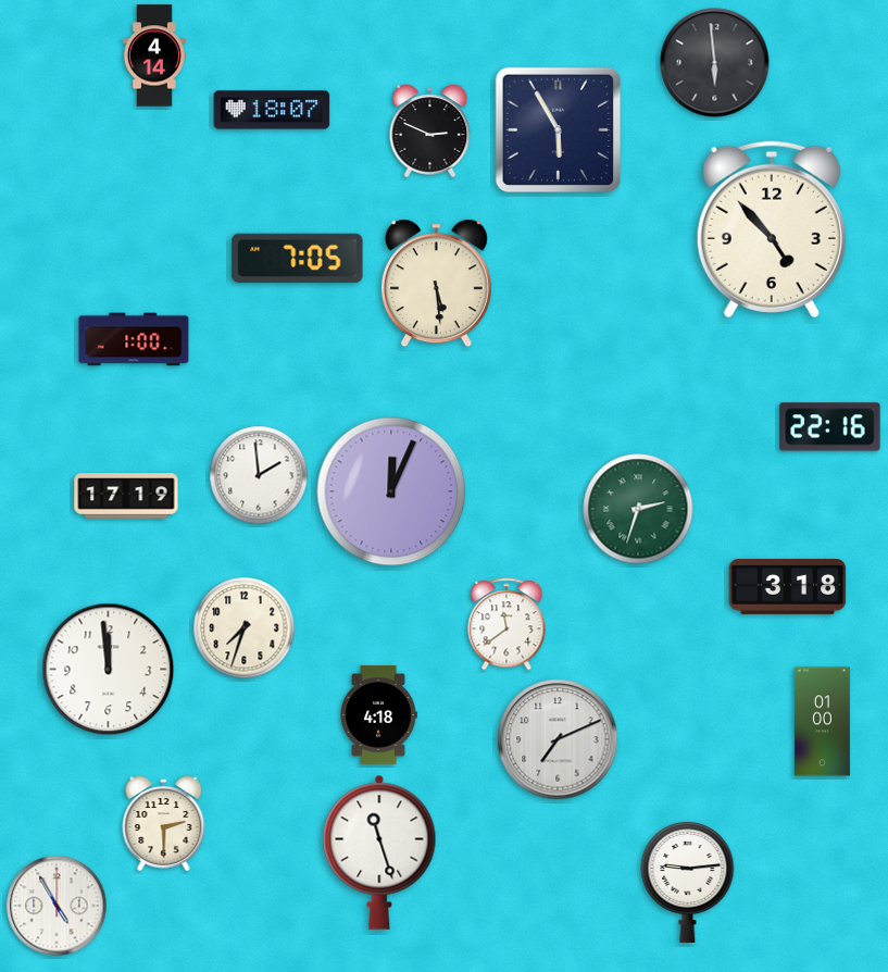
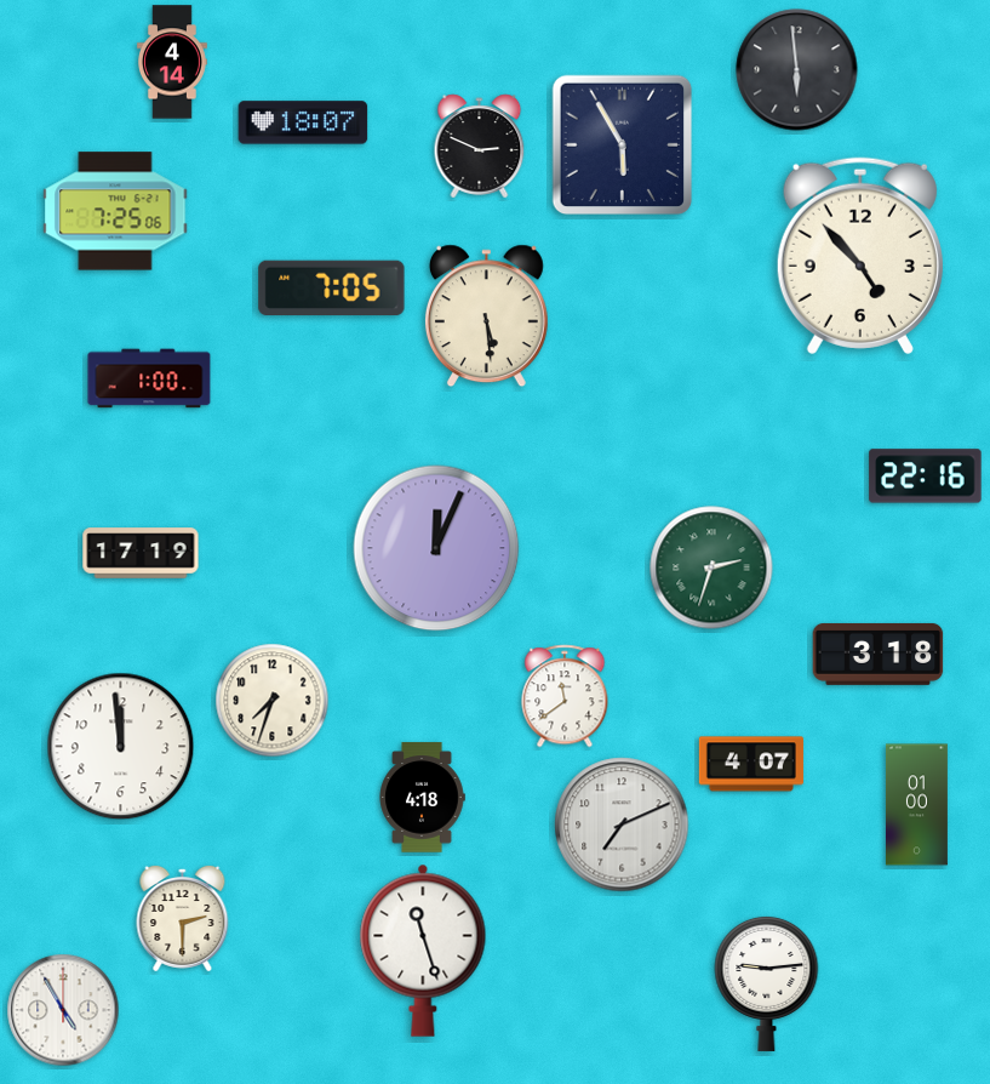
clock at (115, 211): none -> 7:25
clock at (259, 475): 1:59 -> none
clock at (751, 764): none -> 4:07
